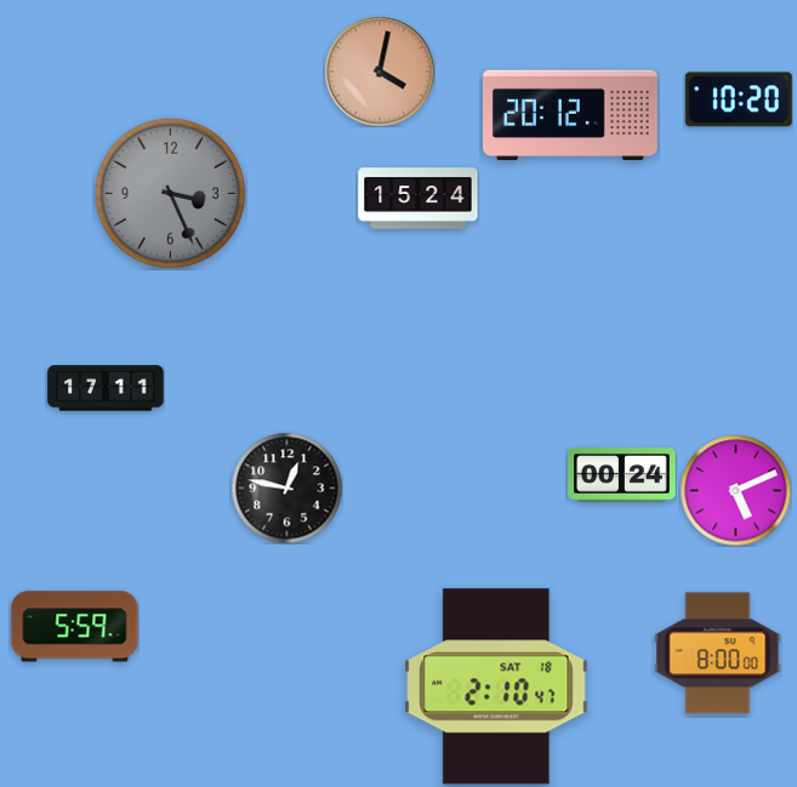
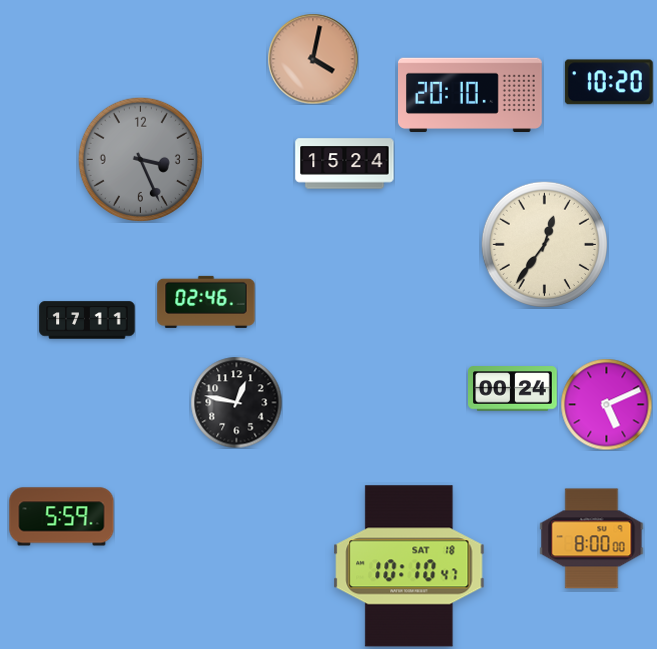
clock at (571, 115): 20:12 -> 20:10
clock at (544, 244): none -> 12:36
clock at (206, 302): none -> 02:46
clock at (622, 475) position: (622, 475) -> (513, 389)
clock at (496, 686): 2:10 -> 10:10
